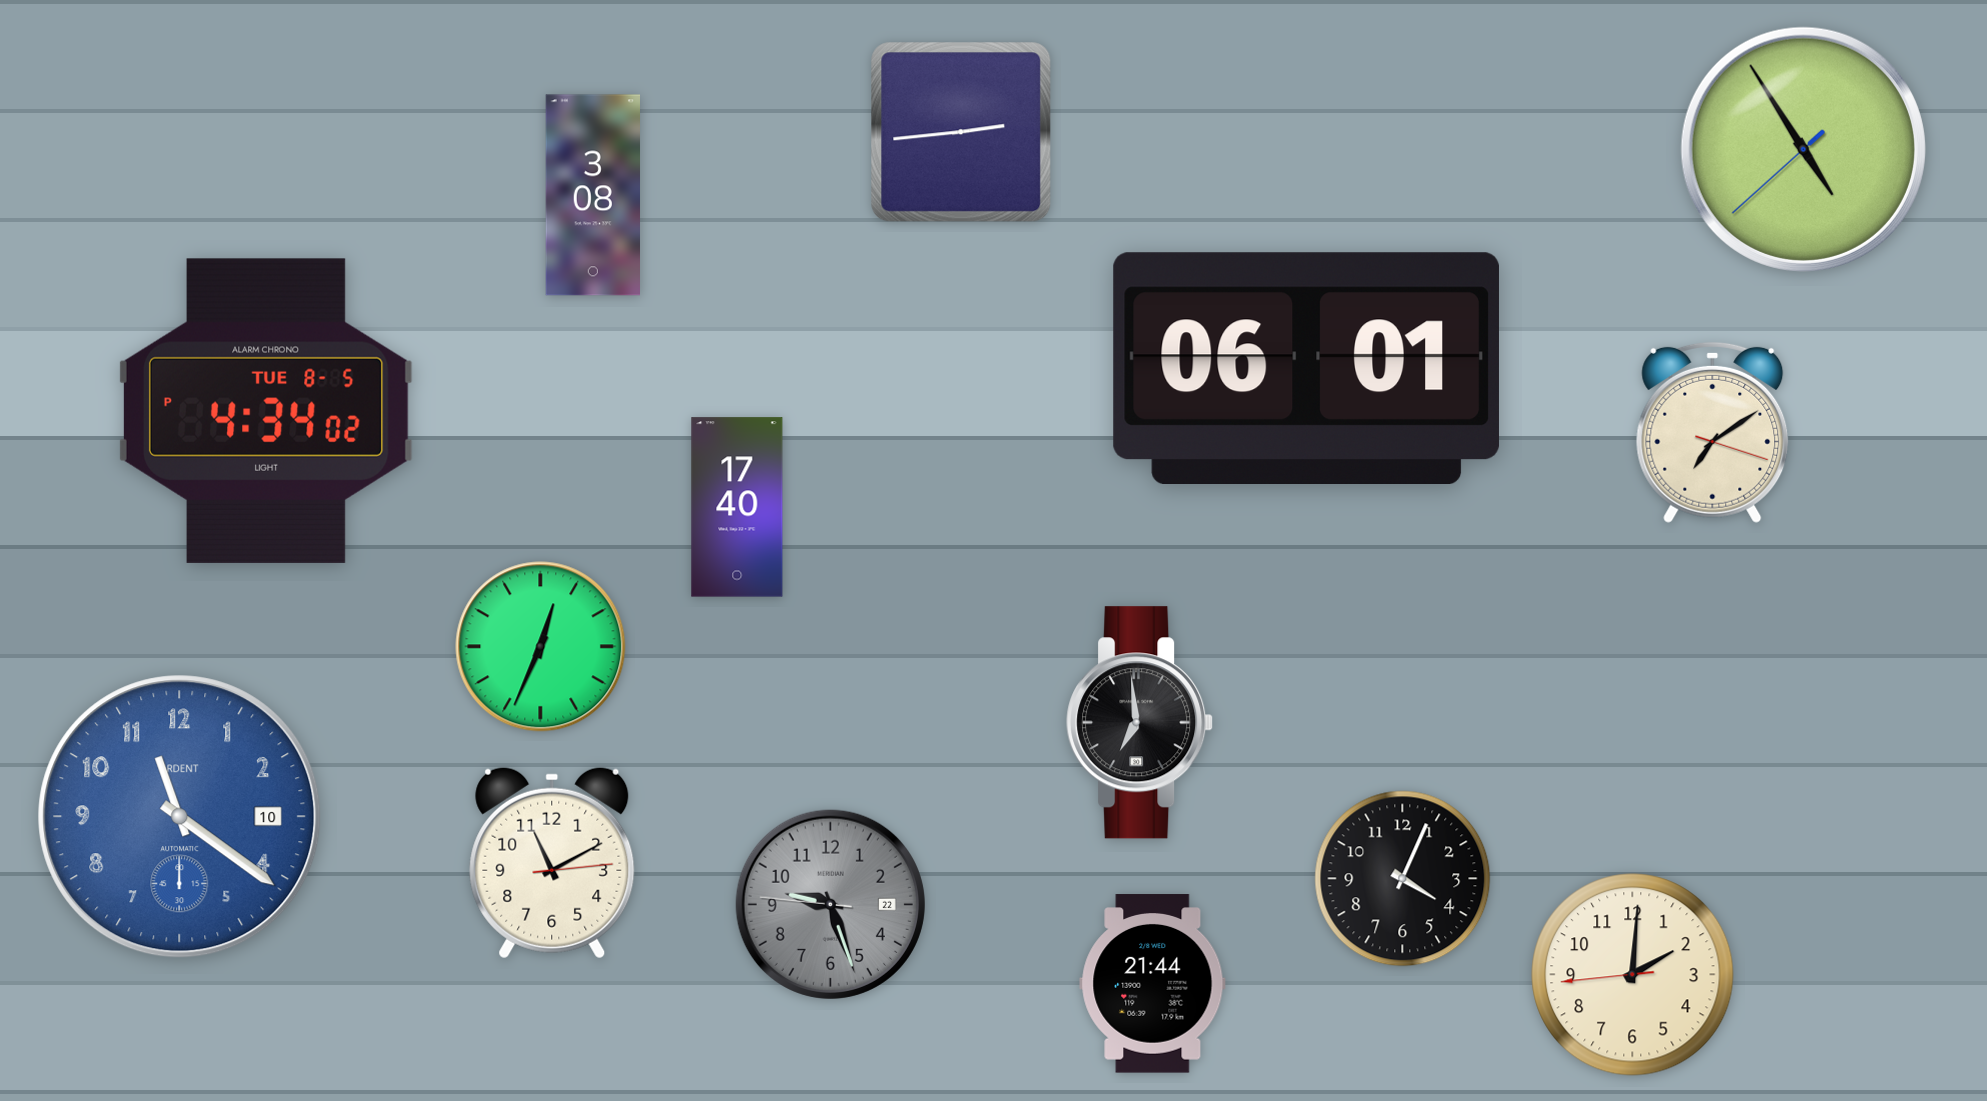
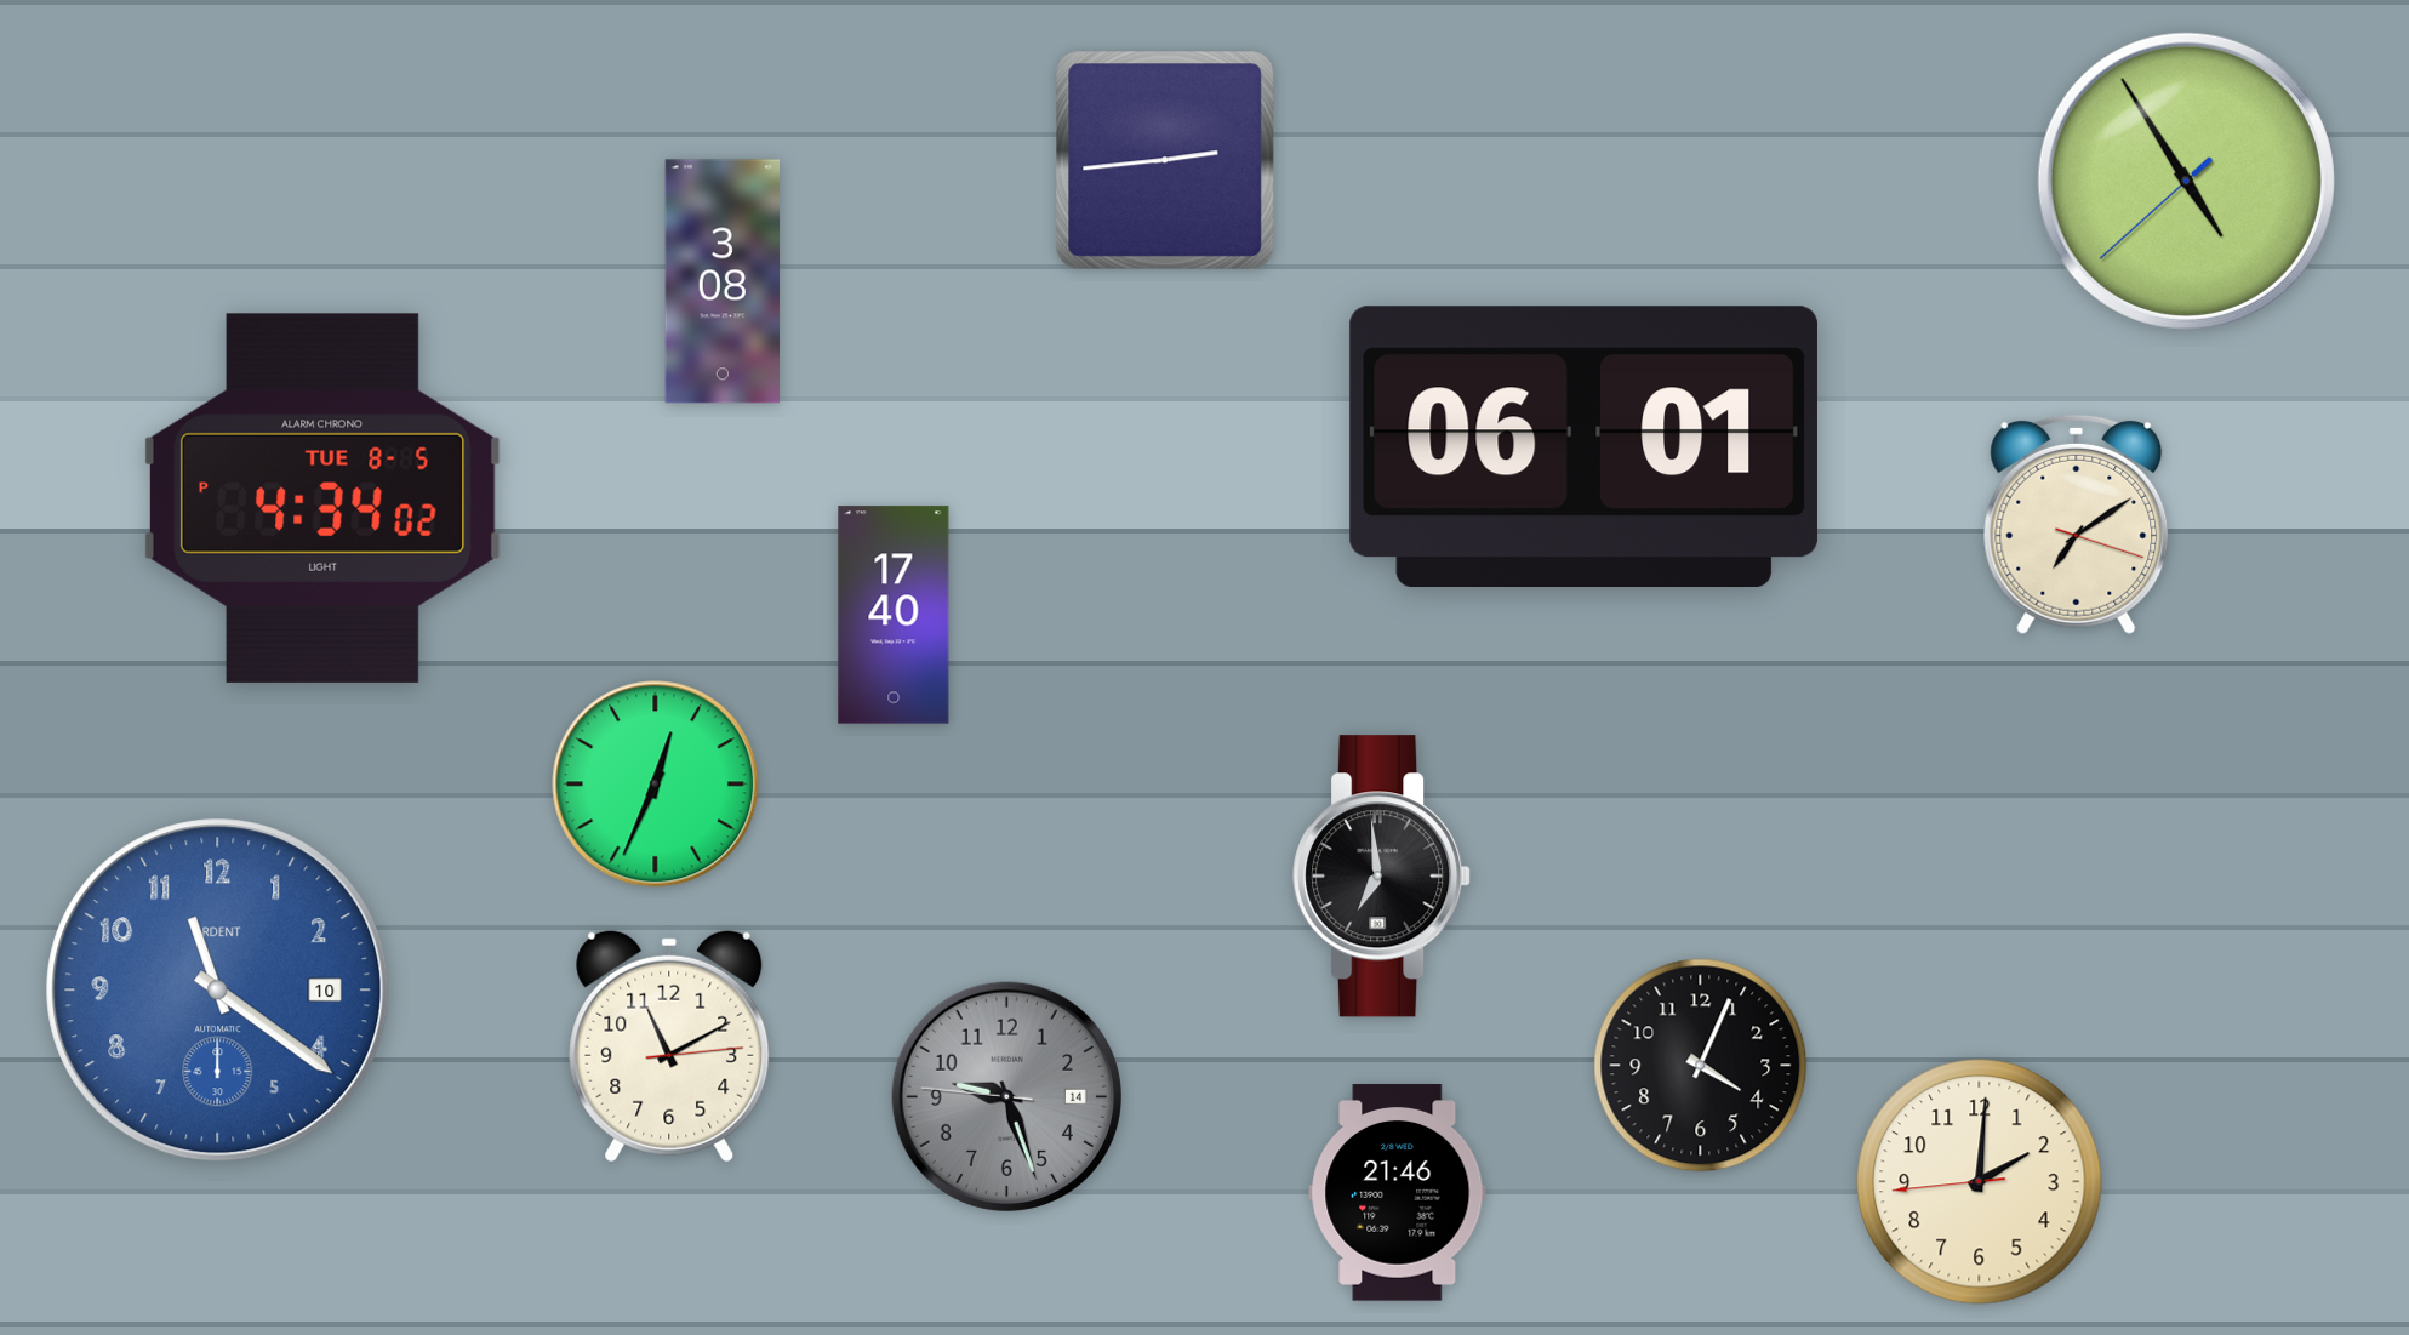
clock at (592, 195) position: (592, 195) -> (721, 281)
clock at (830, 904) date: 22 -> 14
clock at (1153, 984): 21:44 -> 21:46
